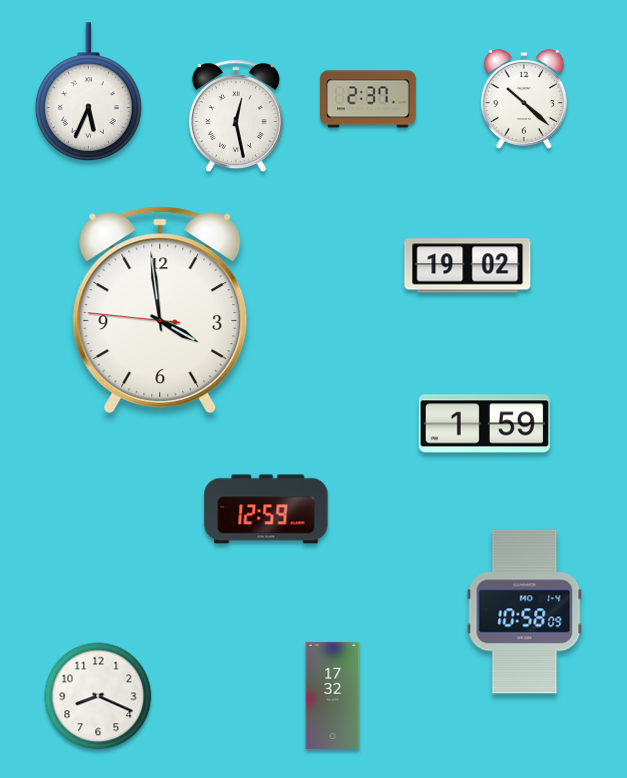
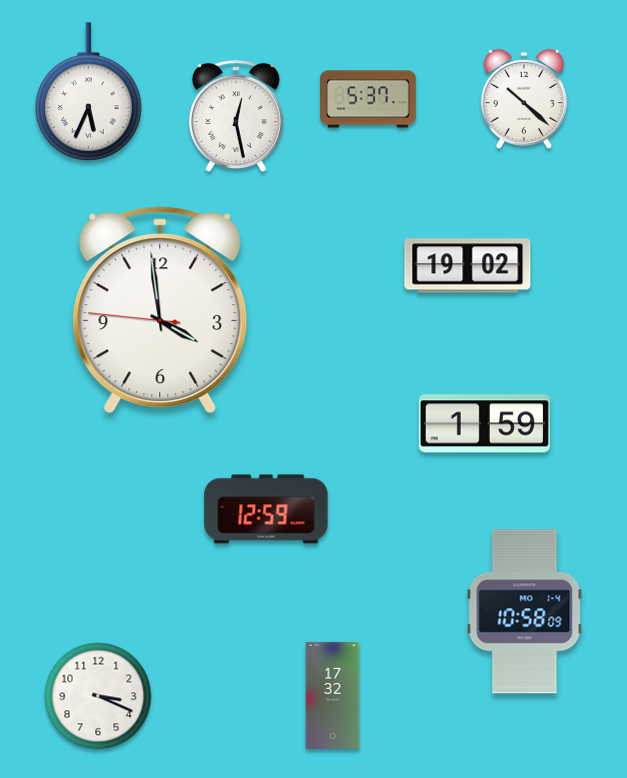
clock at (369, 99): 2:37 -> 5:37
clock at (98, 696): 8:19 -> 3:19
